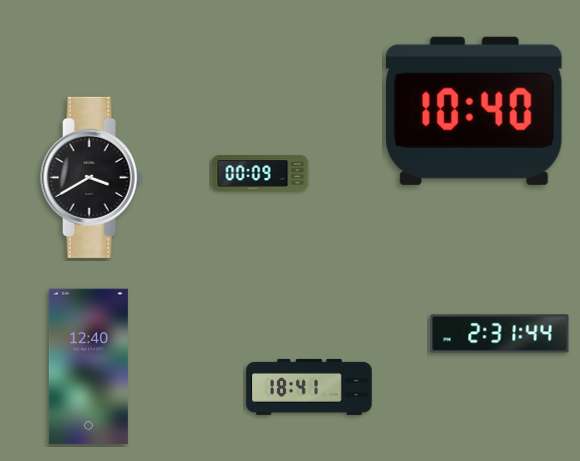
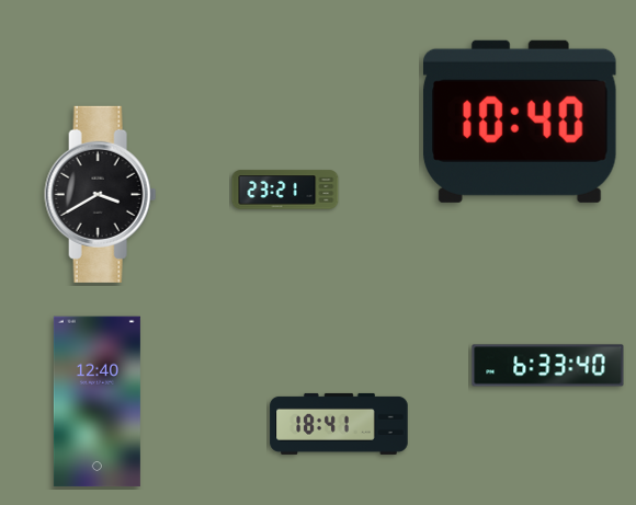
clock at (260, 173): 00:09 -> 23:21
clock at (500, 334): 2:31 -> 6:33
